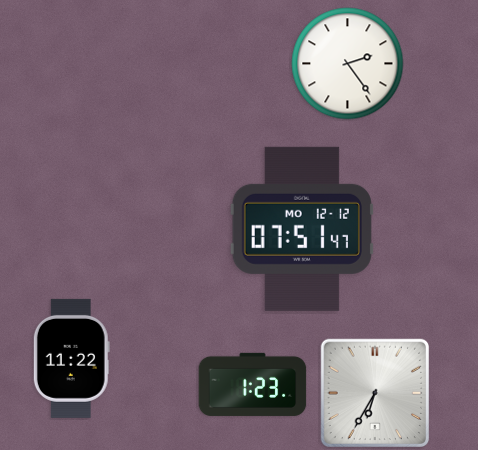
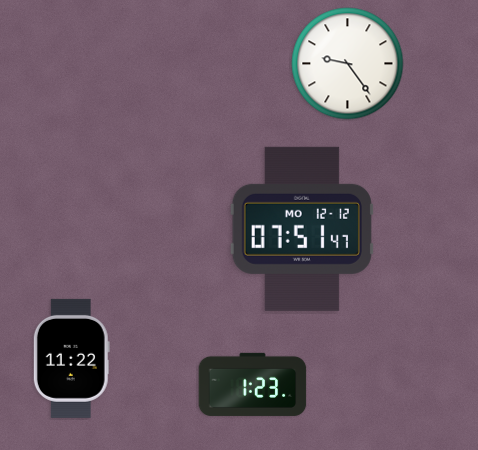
clock at (348, 64): 2:24 -> 9:24
clock at (374, 392): 6:35 -> none
